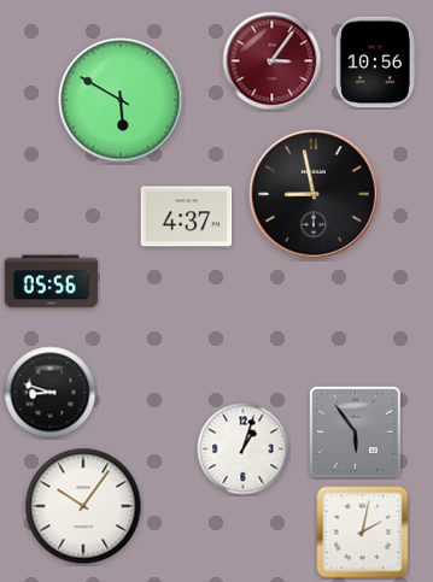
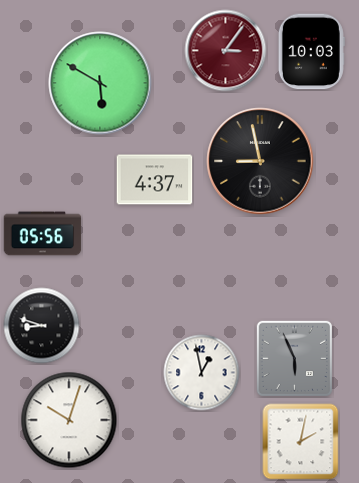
clock at (375, 63): 10:56 -> 10:03
clock at (355, 431): 5:54 -> 5:56
clock at (244, 449): 1:03 -> 12:58
clock at (83, 506): 10:06 -> 10:03
